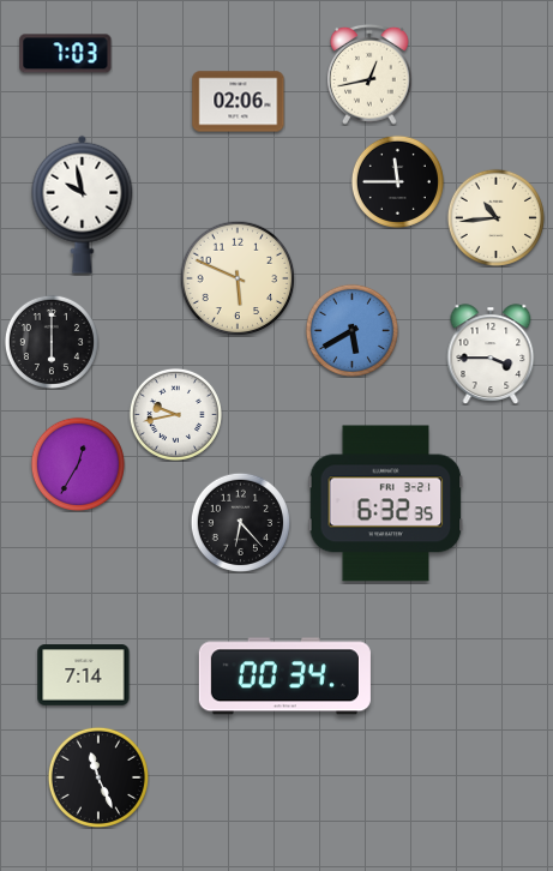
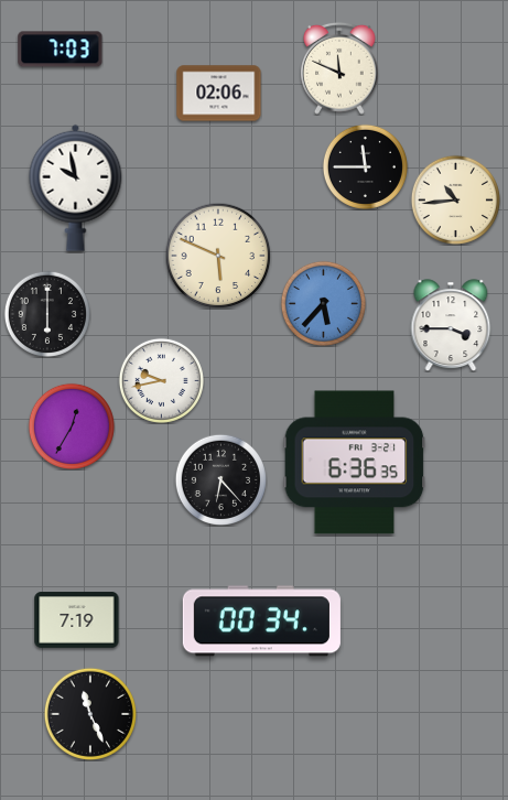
clock at (371, 74): 12:43 -> 11:49
clock at (351, 330): 5:40 -> 5:37
clock at (386, 504): 6:32 -> 6:36
clock at (84, 675): 7:14 -> 7:19
